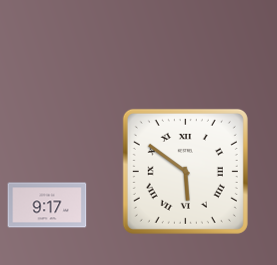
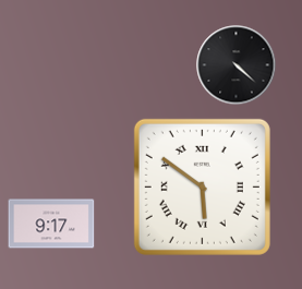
clock at (237, 65): none -> 4:22
